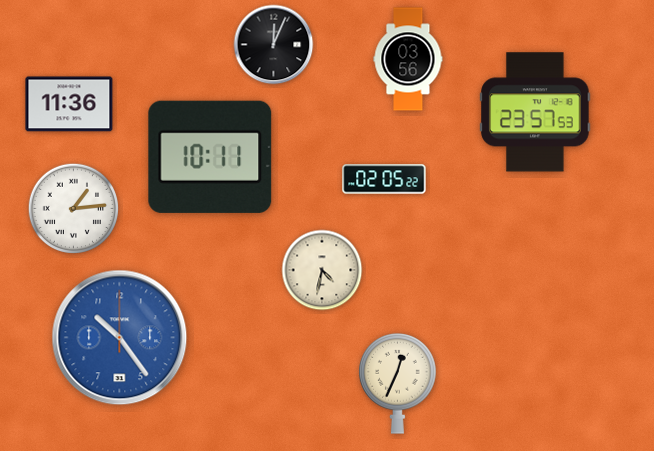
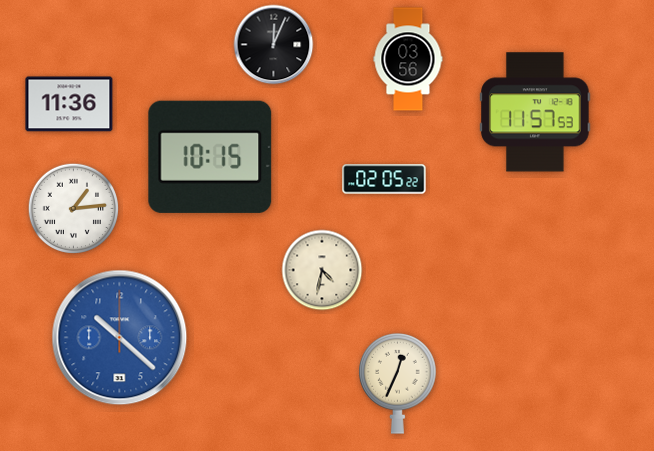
clock at (535, 112): 23:57 -> 11:57
clock at (210, 157): 10:11 -> 10:15
clock at (120, 338): 10:24 -> 10:22
